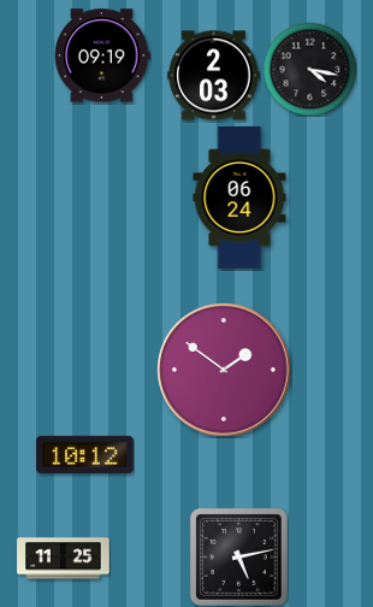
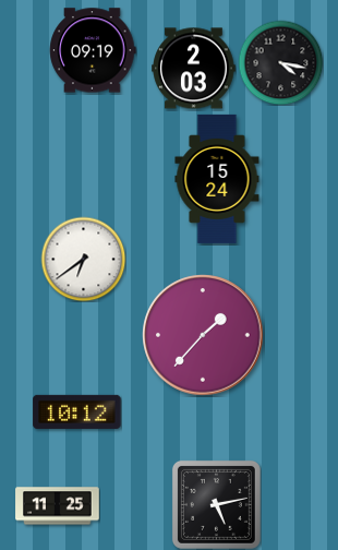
clock at (239, 198): 06:24 -> 15:24
clock at (83, 259): none -> 6:39
clock at (224, 370): 1:51 -> 1:37
